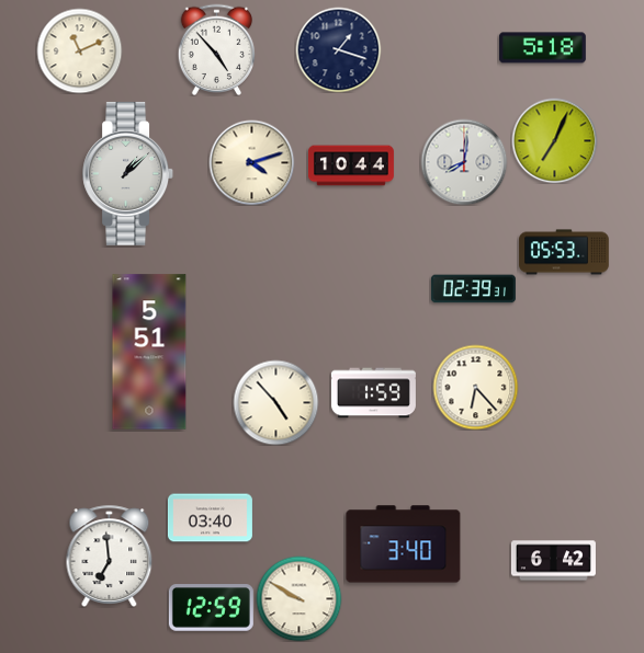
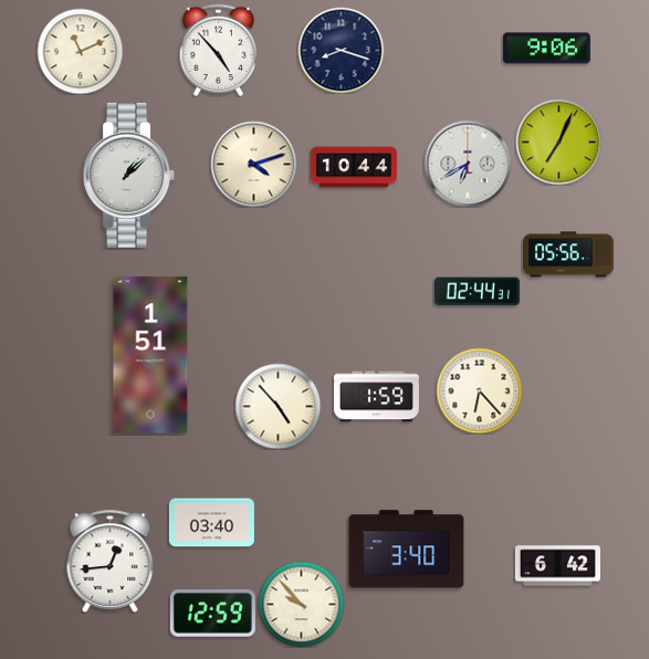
clock at (542, 48): 5:18 -> 9:06
clock at (338, 49): 1:18 -> 8:18
clock at (464, 162): 8:01 -> 6:40
clock at (564, 252): 05:53 -> 05:56
clock at (473, 289): 02:39 -> 02:44
clock at (149, 352): 5:51 -> 1:51
clock at (110, 555): 6:59 -> 12:44
clock at (298, 598): 9:50 -> 9:53
